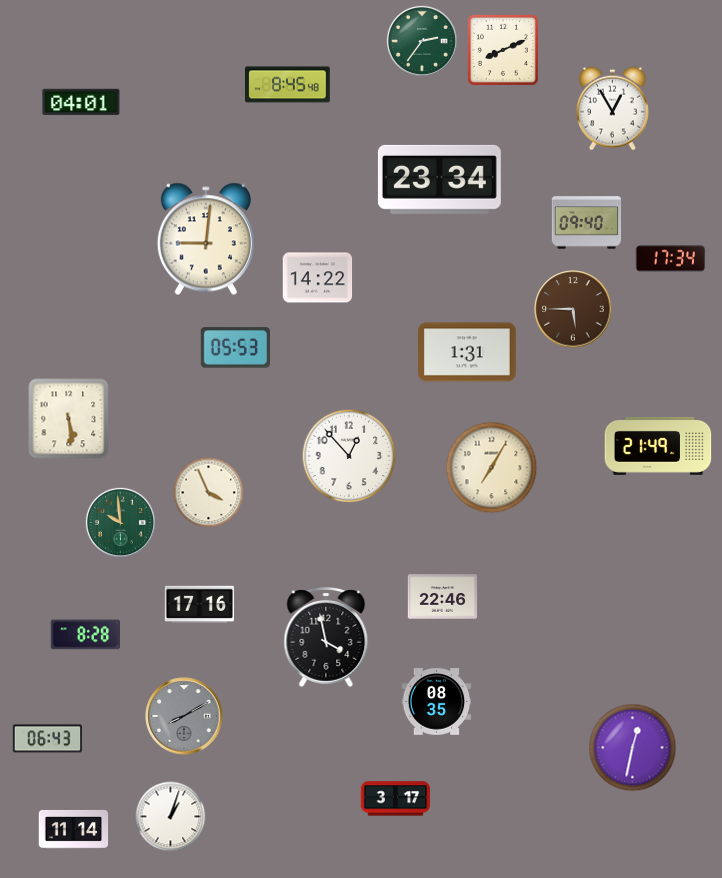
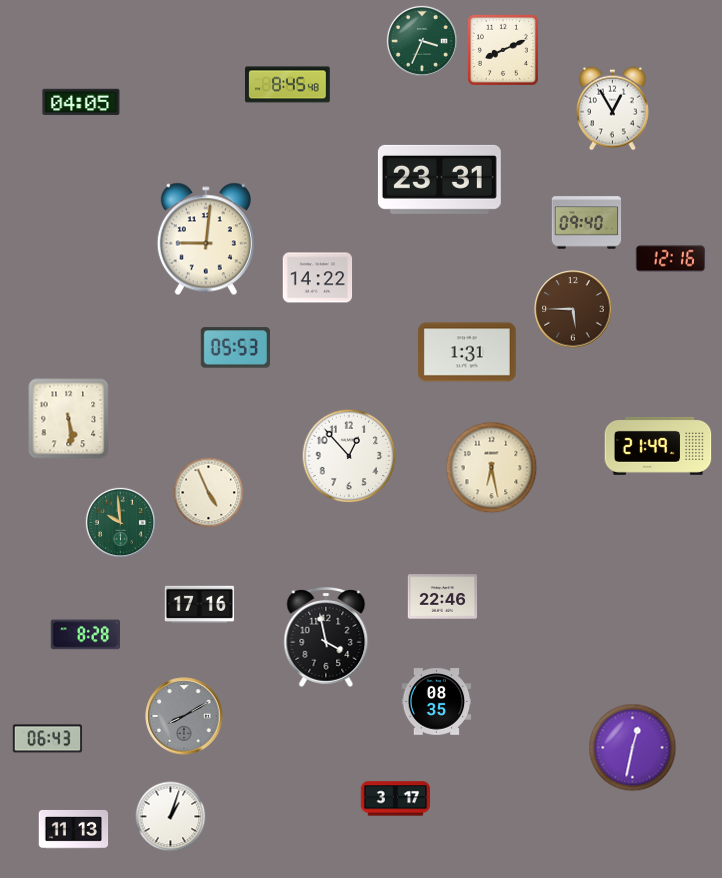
clock at (422, 41): 2:36 -> 3:34
clock at (81, 101): 04:01 -> 04:05
clock at (439, 179): 23:34 -> 23:31
clock at (671, 259): 17:34 -> 12:16
clock at (492, 468): 7:05 -> 6:28
clock at (209, 493): 3:56 -> 4:56
clock at (74, 829): 11:14 -> 11:13
